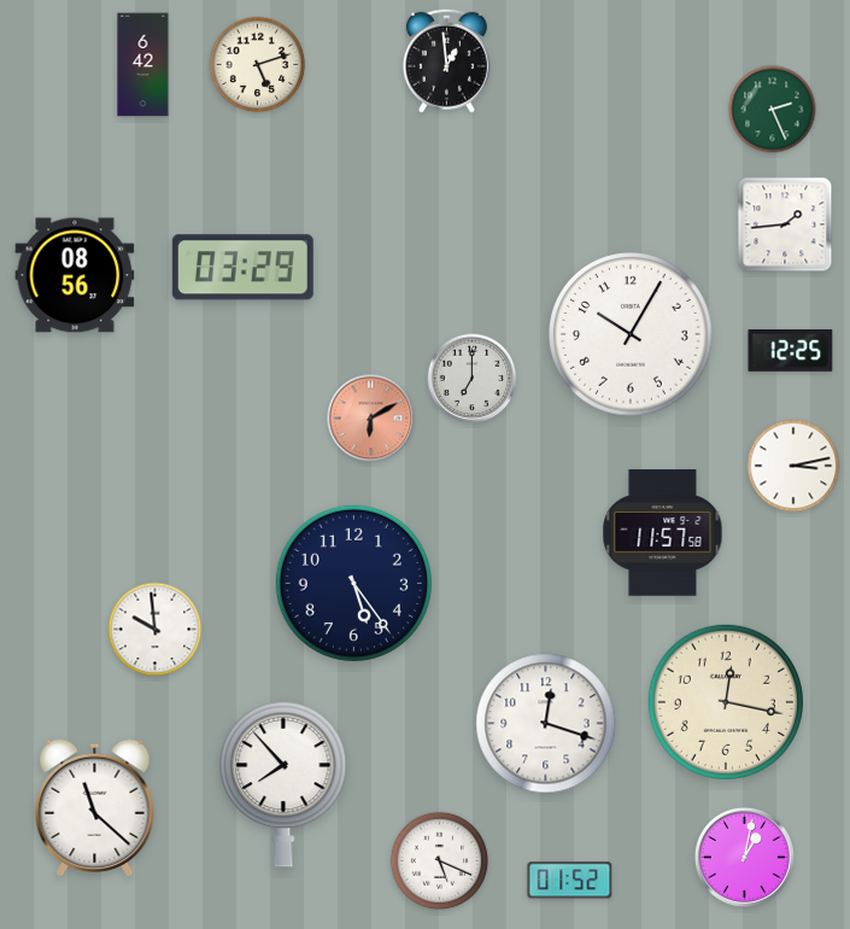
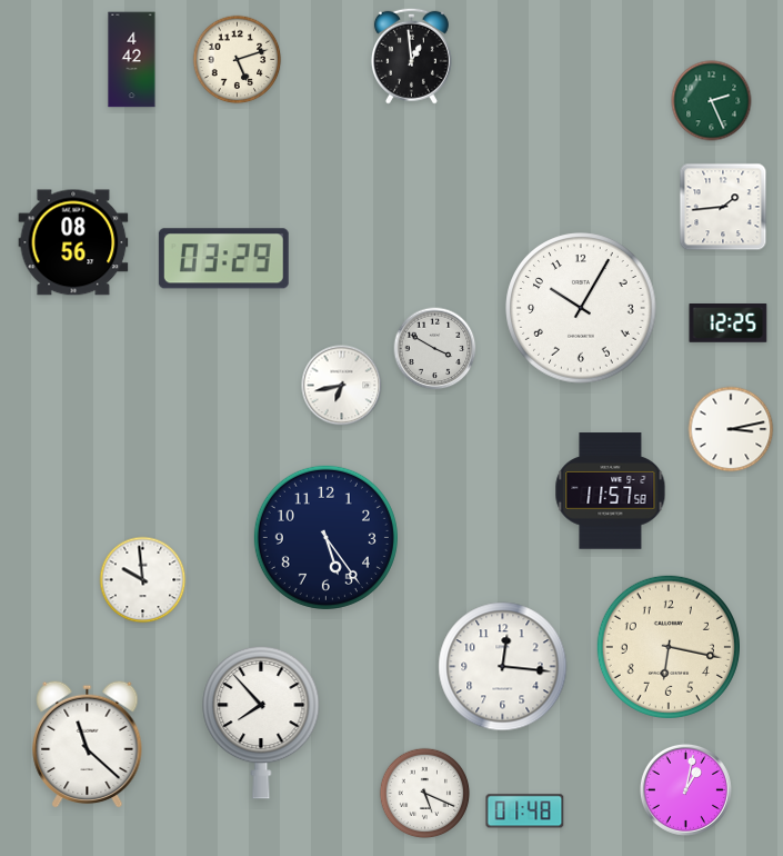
clock at (143, 65): 6:42 -> 4:42
clock at (242, 268) position: (242, 268) -> (223, 259)
clock at (75, 275) position: (75, 275) -> (73, 242)
clock at (473, 379): 7:00 -> 3:50
clock at (371, 419): 6:10 -> 6:43
clock at (371, 419) dial: salmon -> white
clock at (726, 702): 12:17 -> 6:17
clock at (546, 724): 12:18 -> 12:16
clock at (440, 861) position: (440, 861) -> (425, 794)
clock at (570, 881): 01:52 -> 01:48
